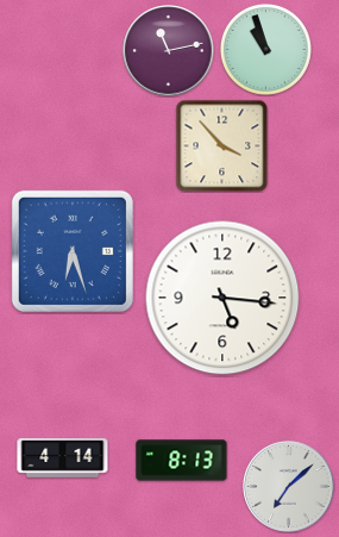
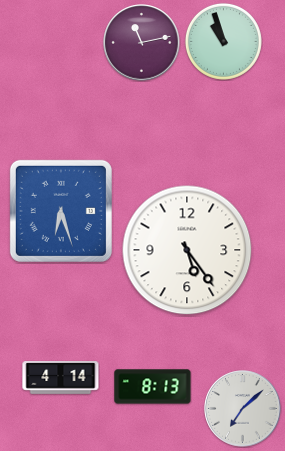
clock at (221, 145): 3:53 -> none
clock at (222, 298): 5:16 -> 5:24
clock at (63, 458) position: (63, 458) -> (61, 378)
